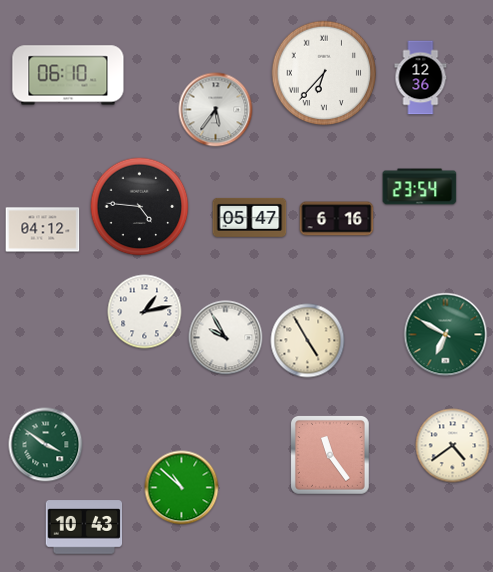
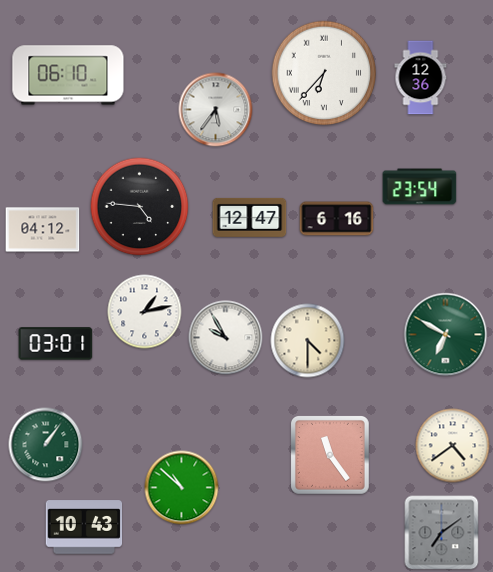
clock at (250, 217): 05:47 -> 12:47
clock at (308, 341): 4:55 -> 4:30
clock at (56, 344): none -> 03:01
clock at (46, 445): 3:51 -> 1:06
clock at (442, 533): none -> 7:09
